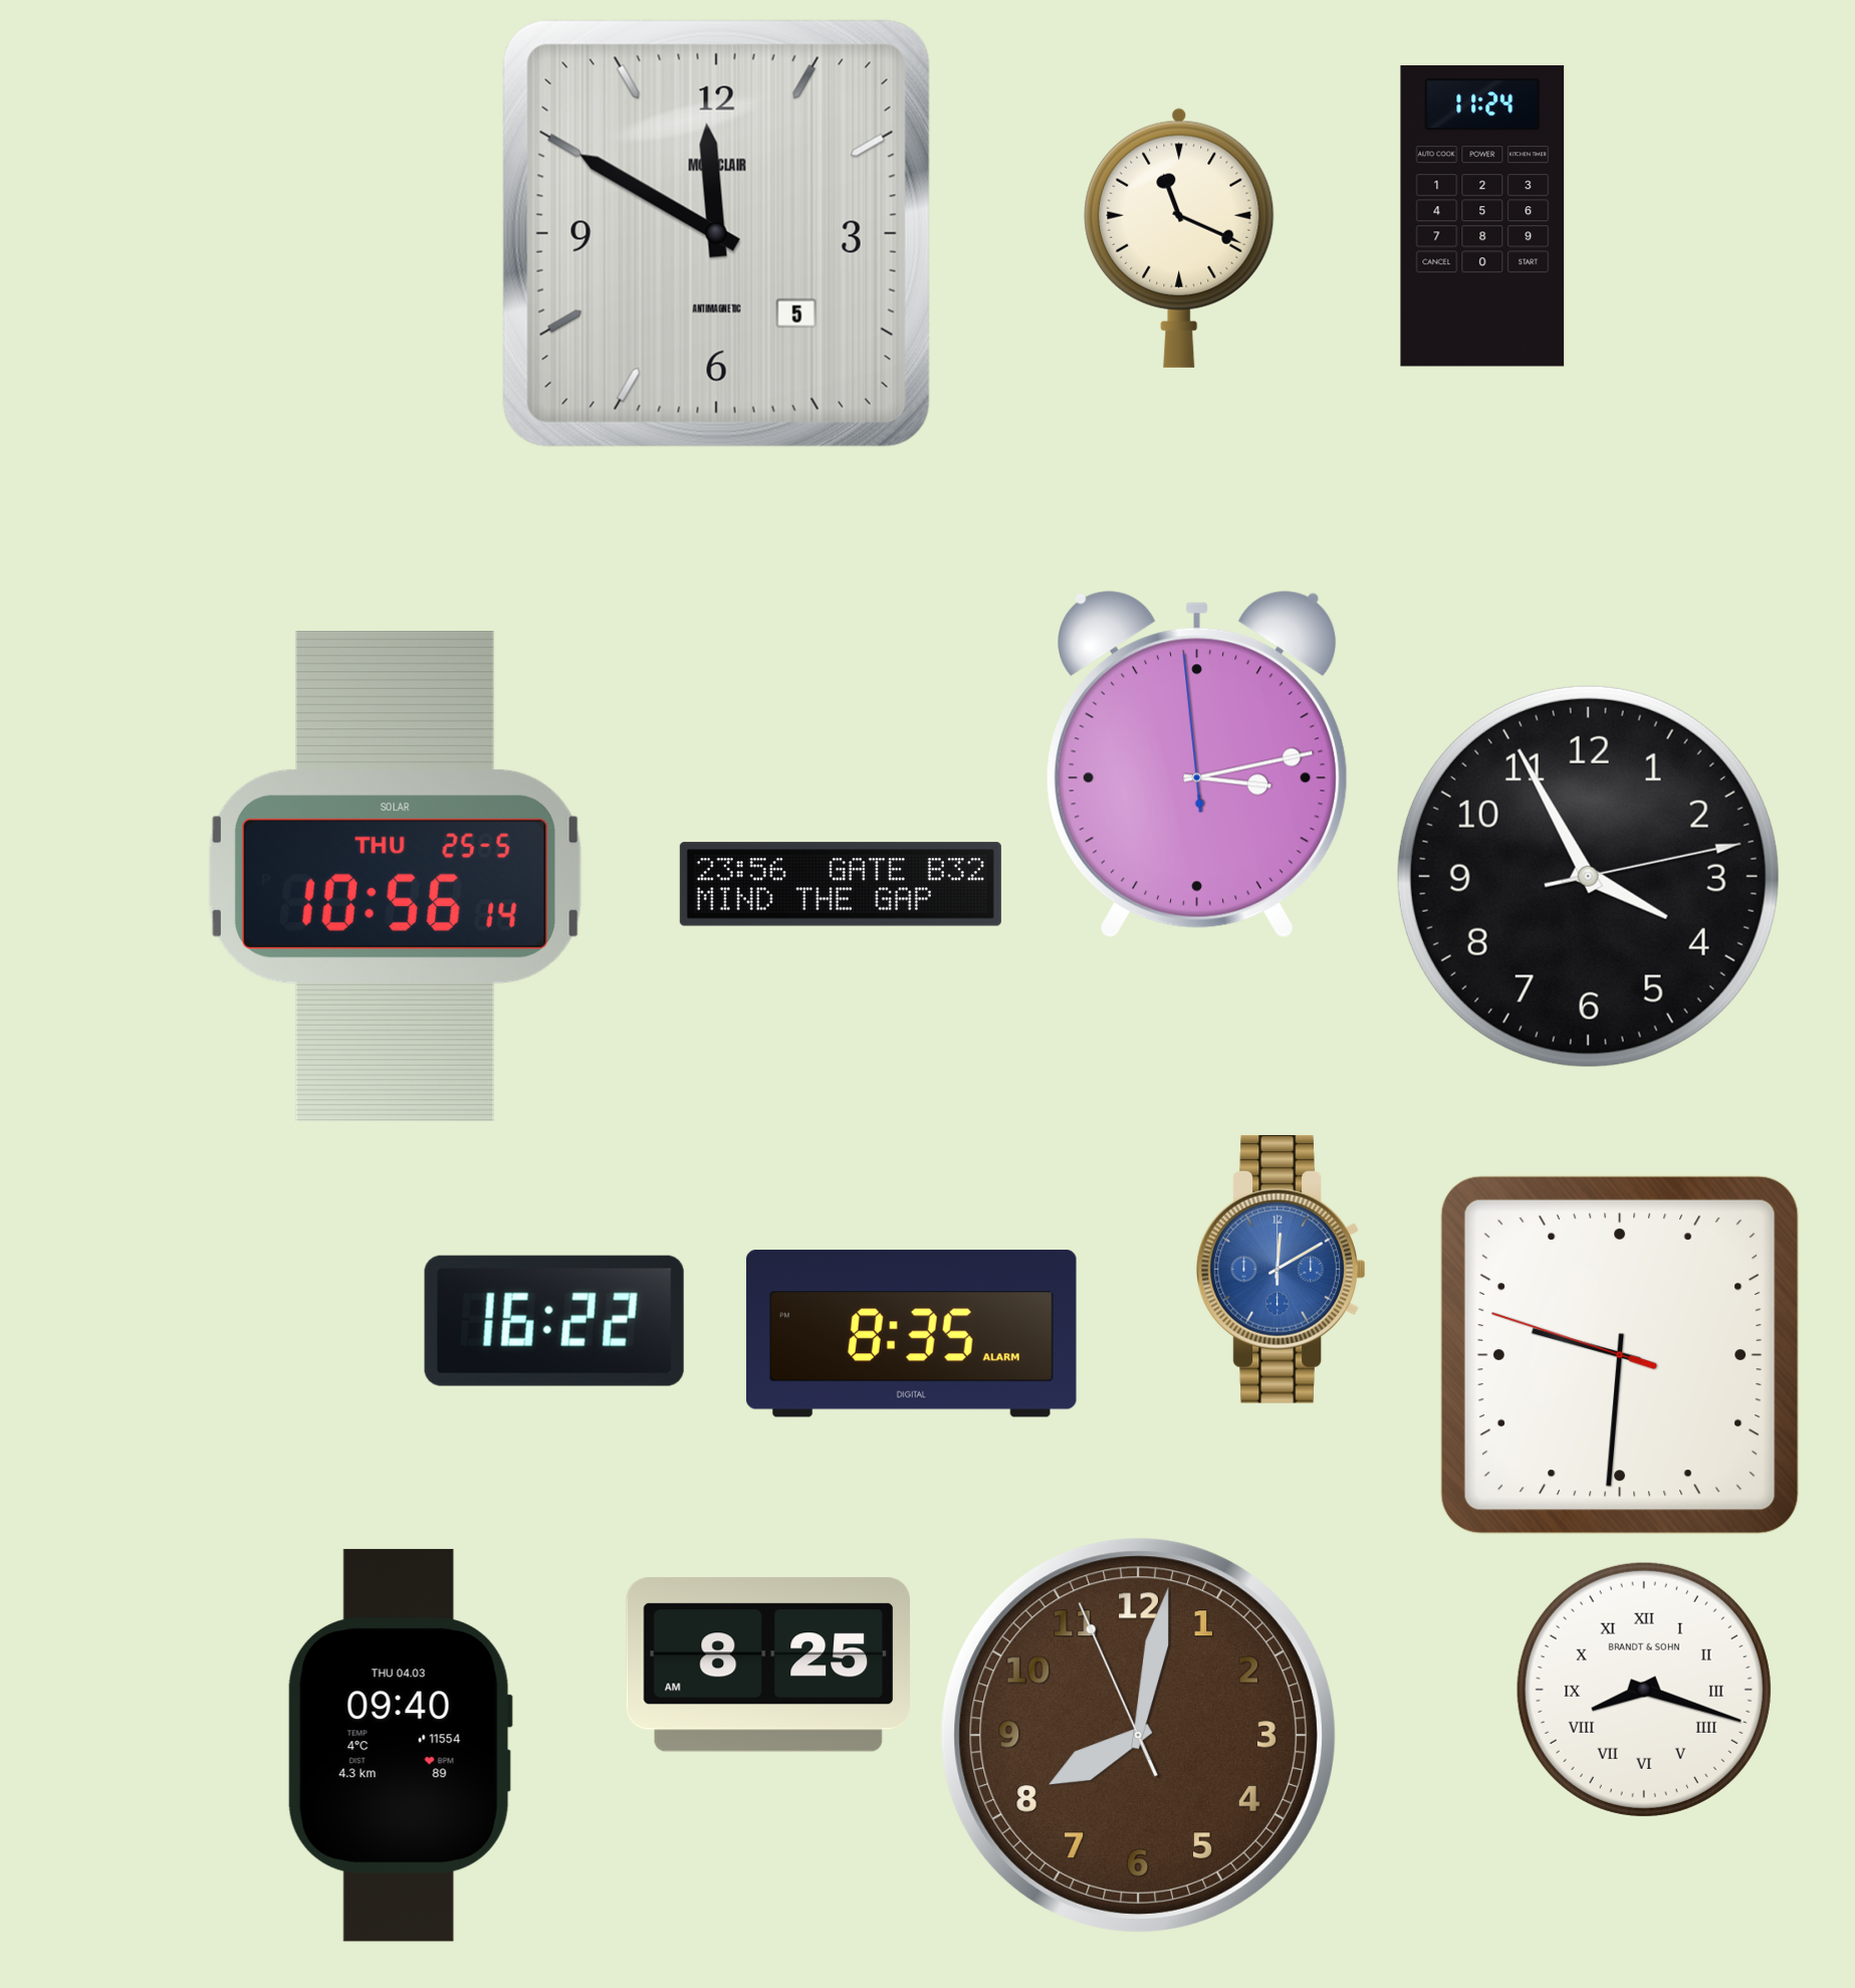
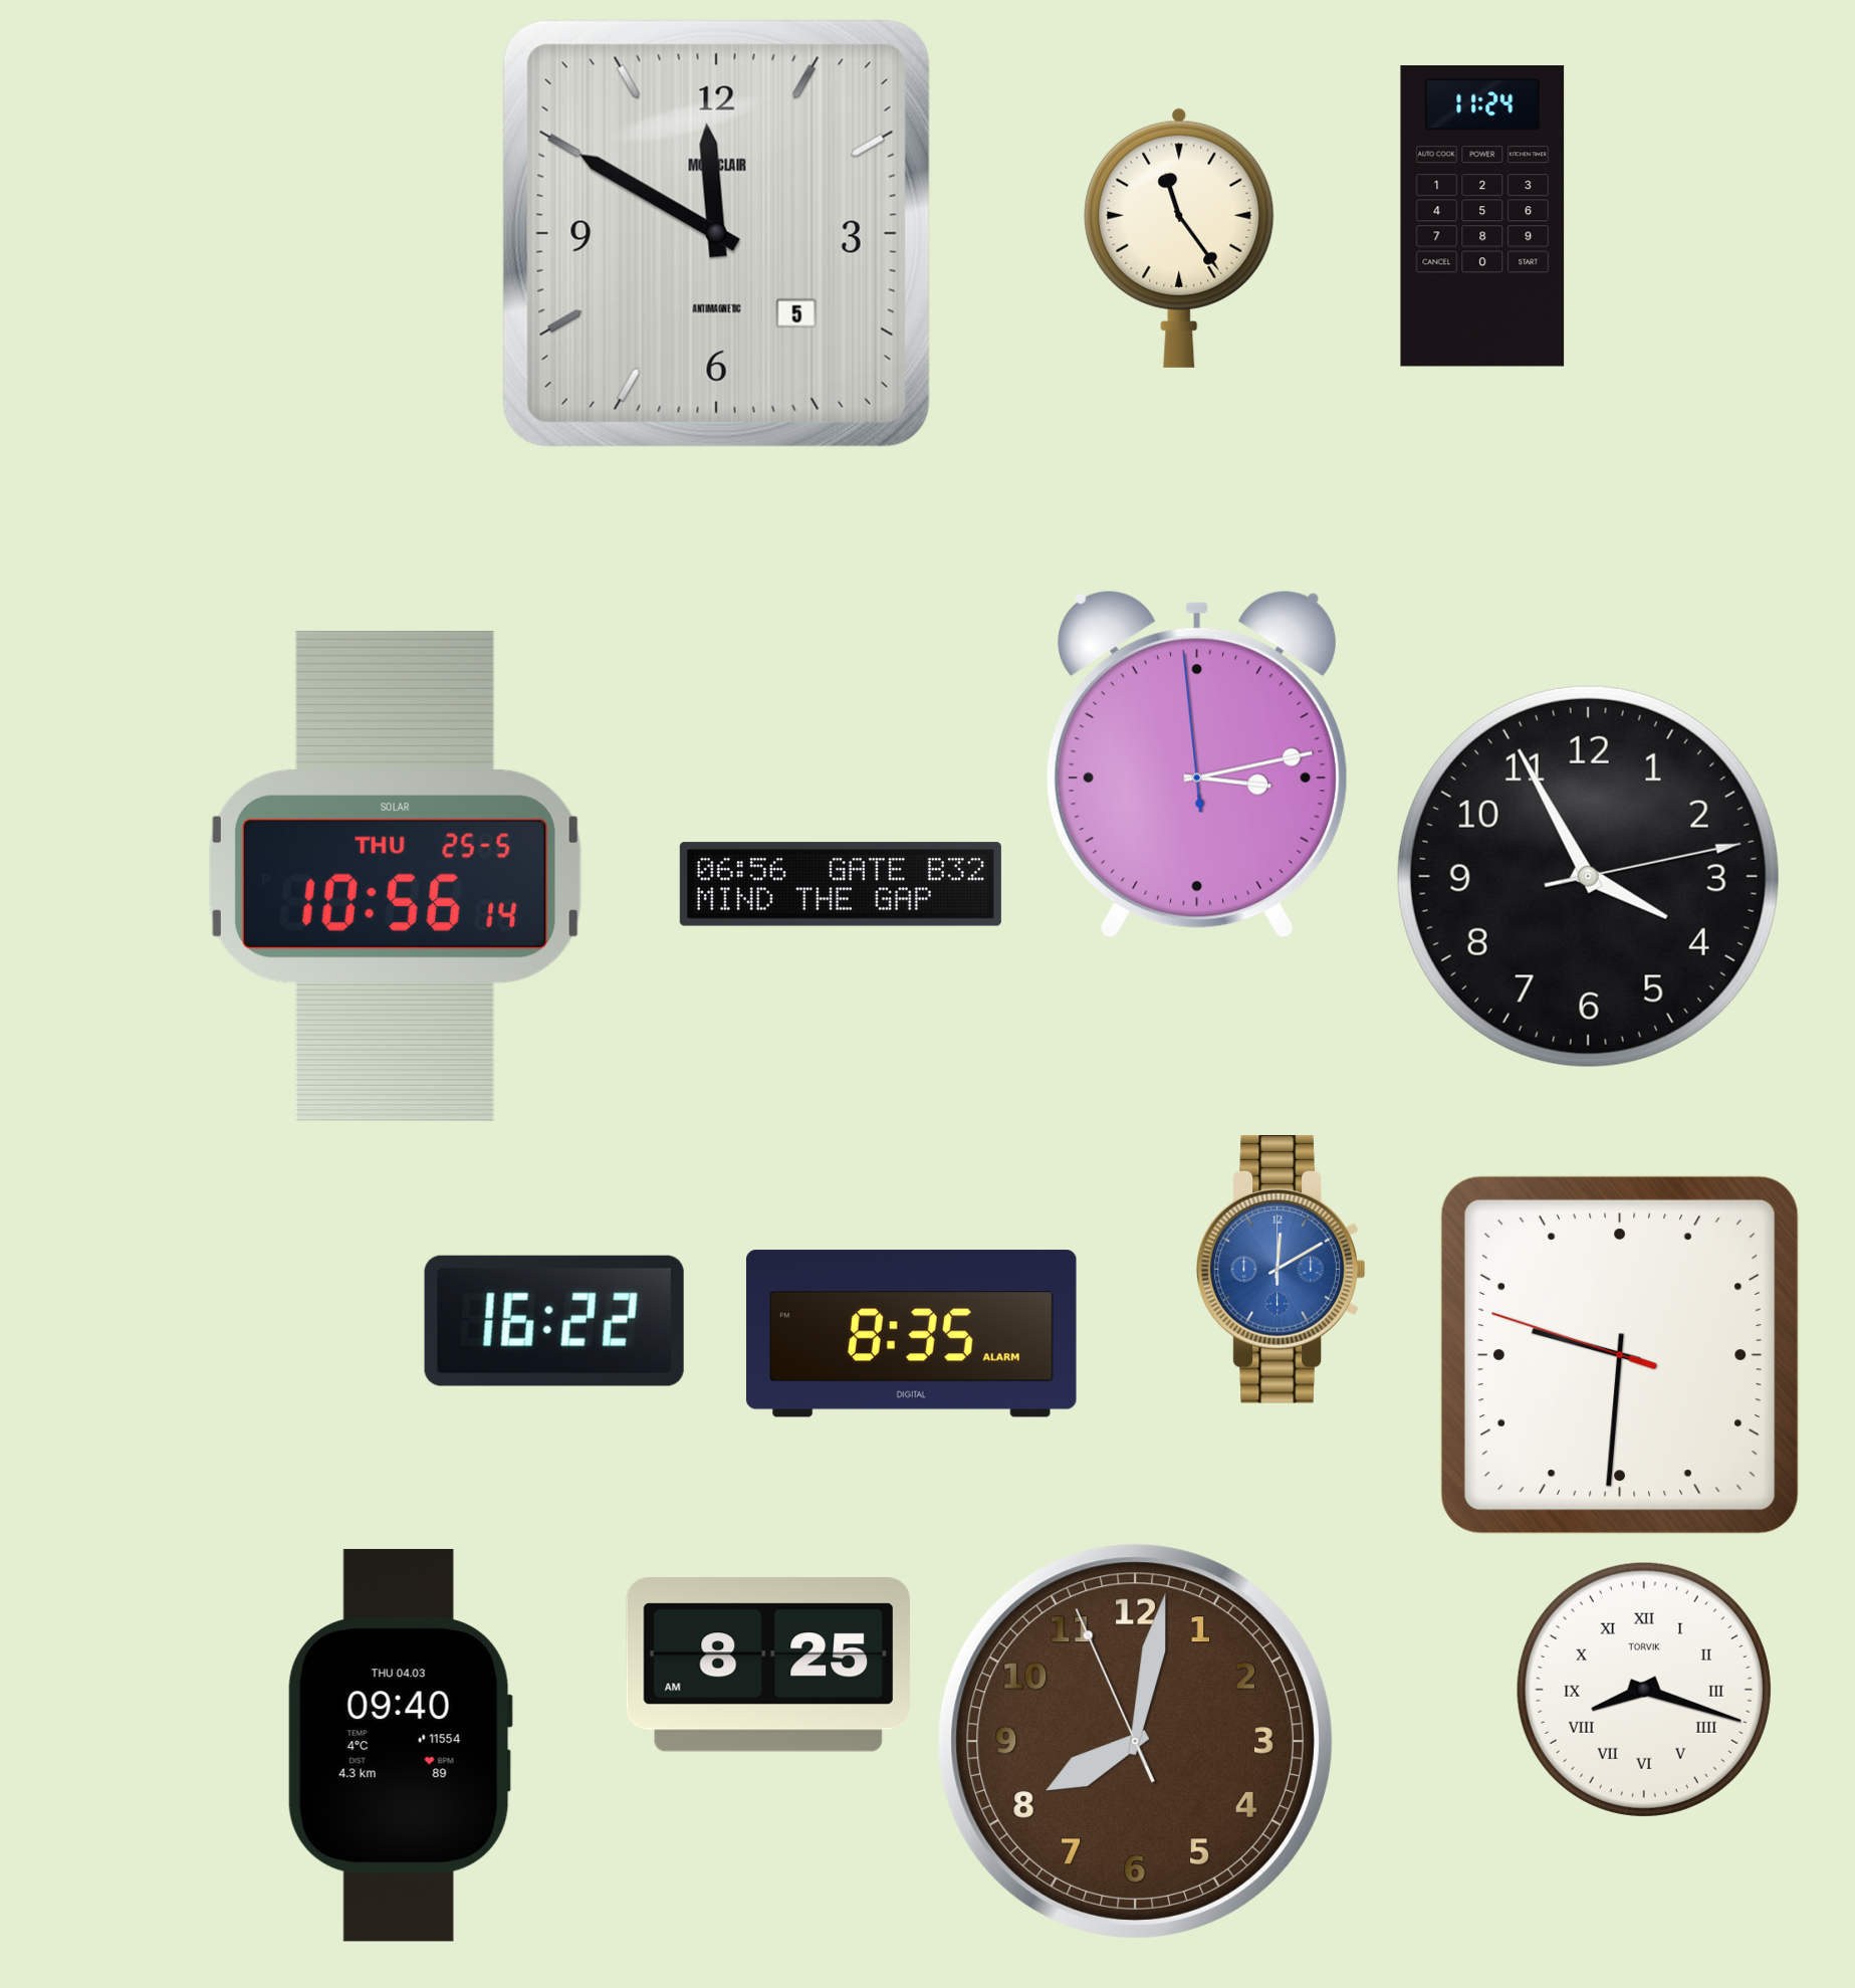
clock at (1179, 238): 11:19 -> 11:24
clock at (841, 884): 23:56 -> 06:56
clock at (1644, 1690) brand: BRANDT & SOHN -> TORVIK
clock at (1138, 1735) position: (1138, 1735) -> (1135, 1741)
